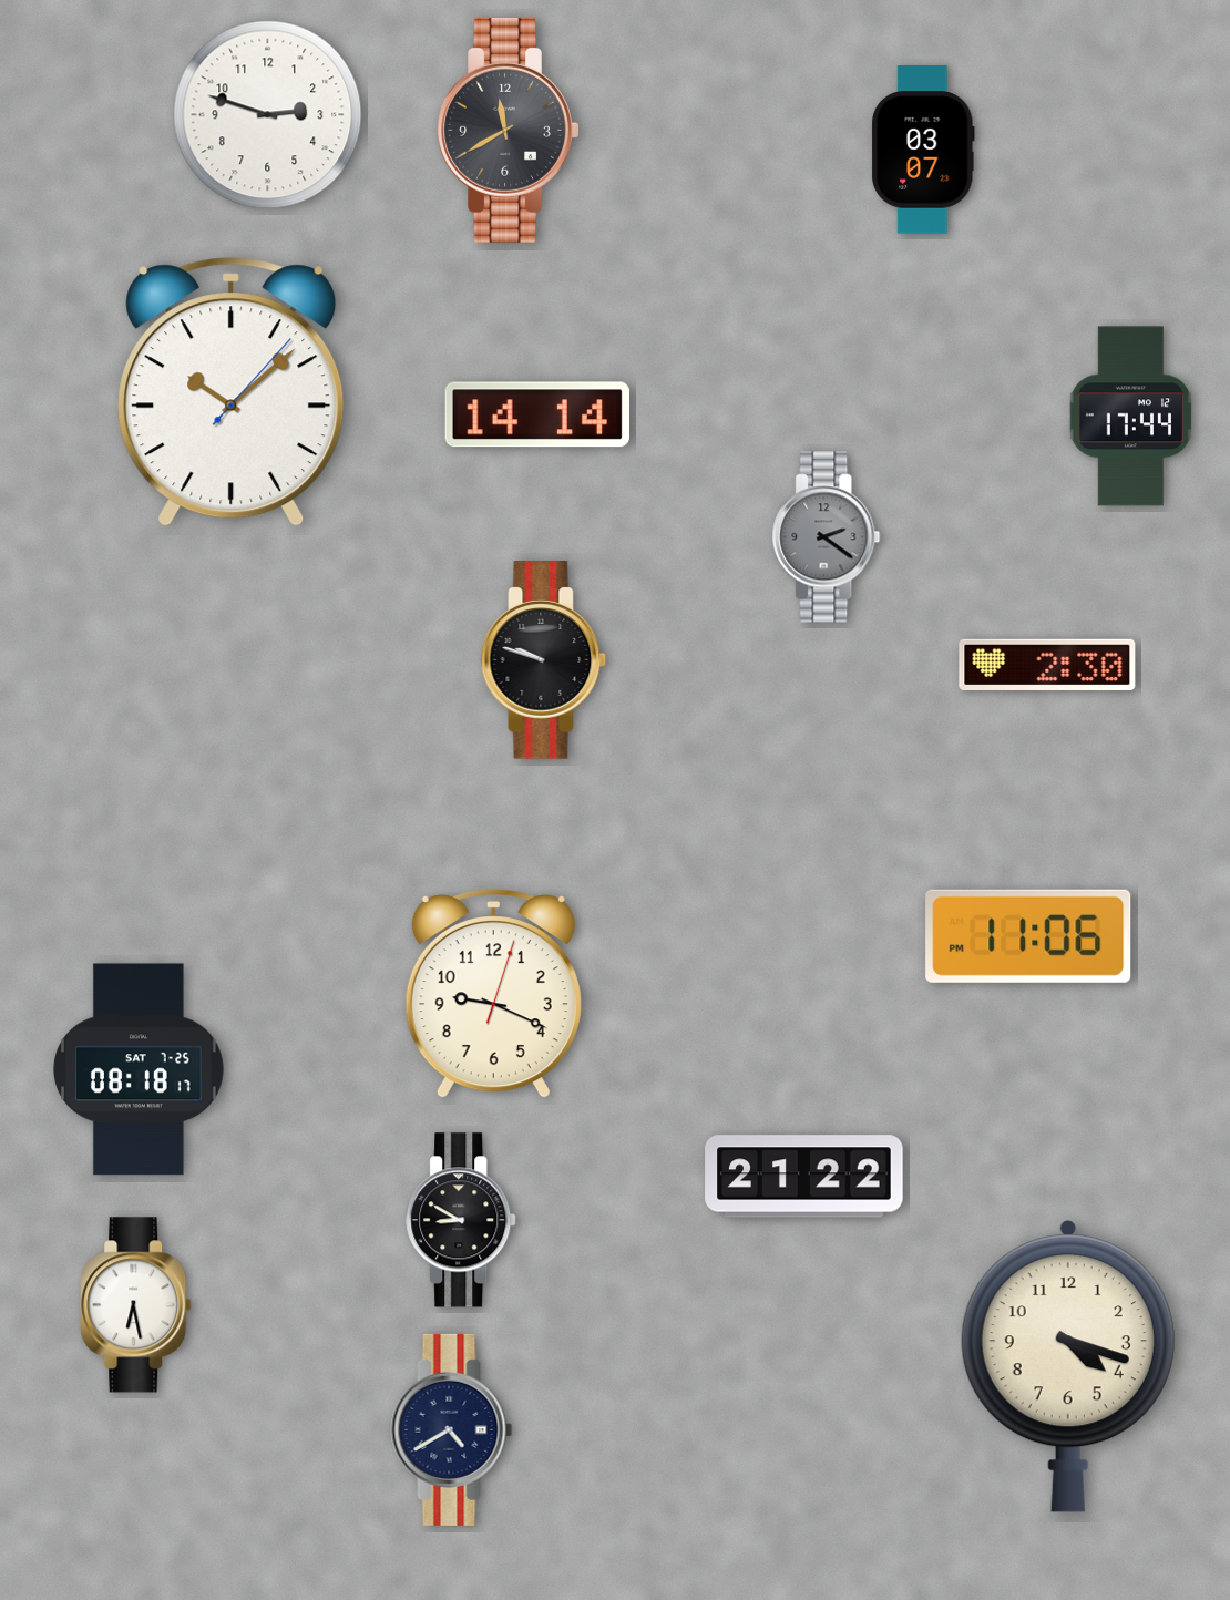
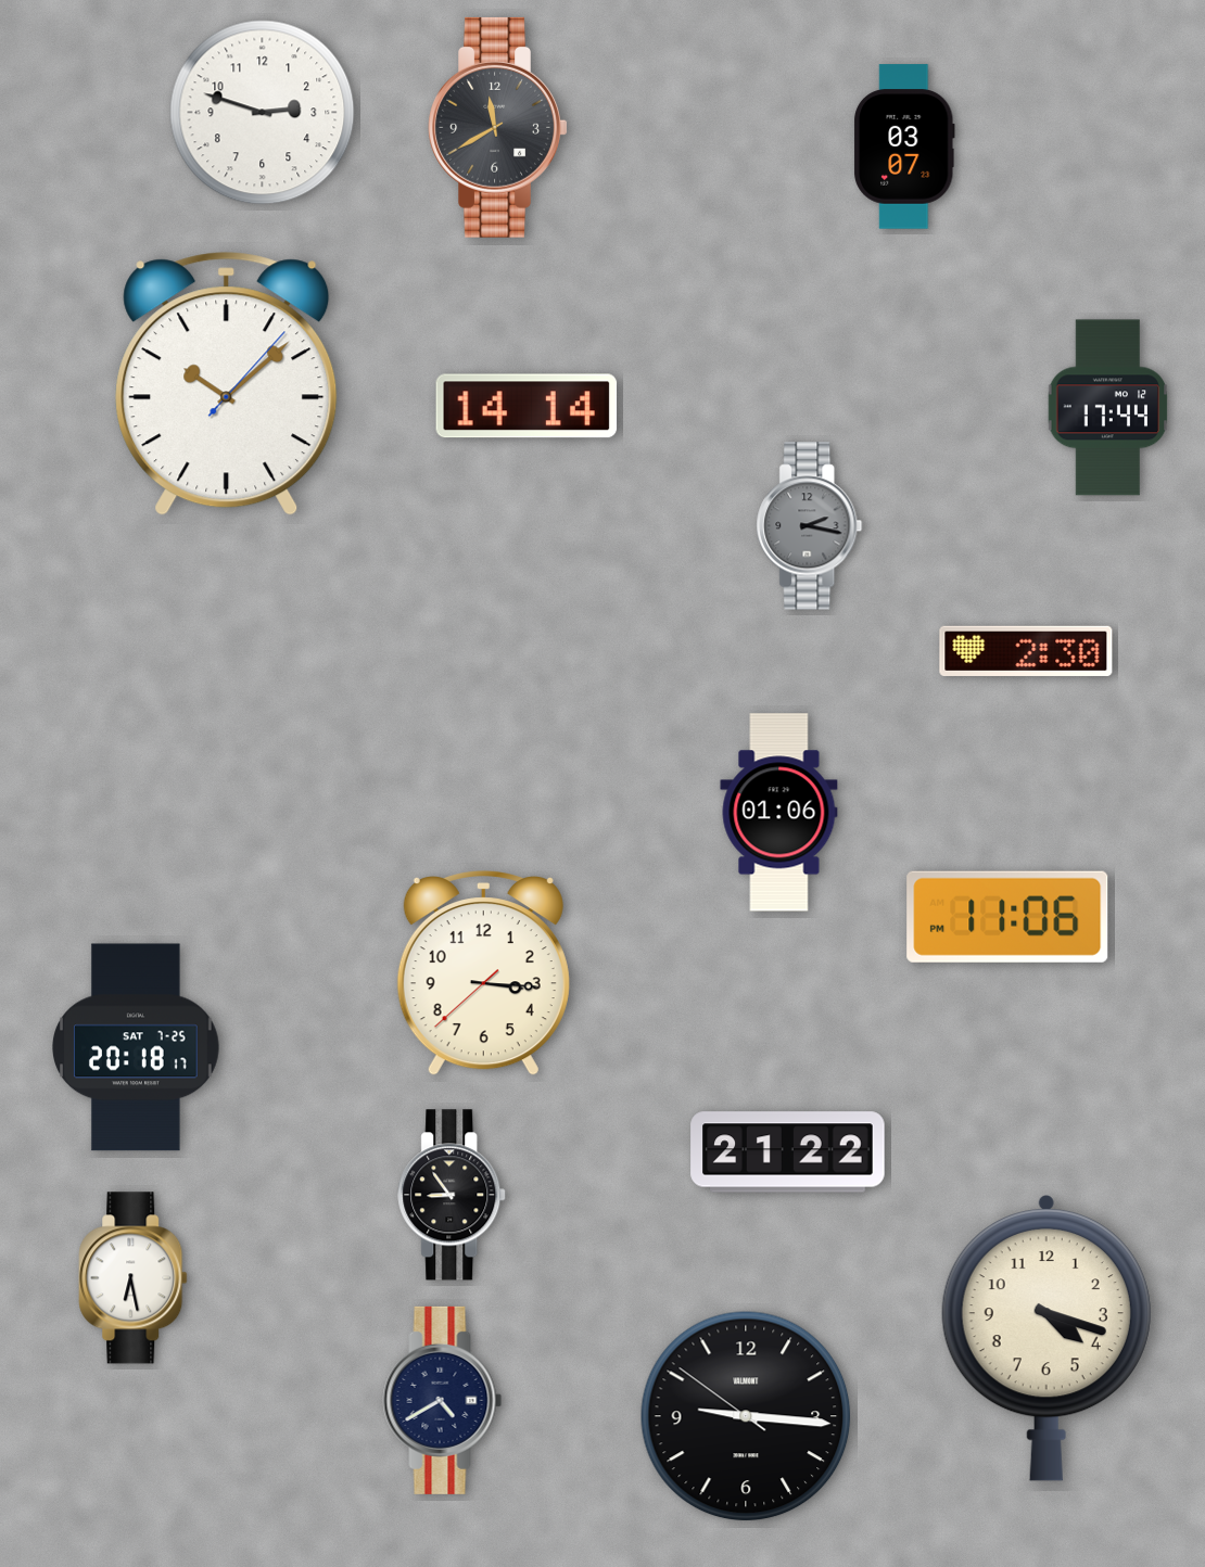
clock at (827, 537): 2:21 -> 2:17
clock at (544, 660): 9:48 -> none
clock at (779, 813): none -> 01:06
clock at (493, 993): 9:19 -> 3:15
clock at (139, 1069): 08:18 -> 20:18
clock at (462, 1220): 8:50 -> 8:54
clock at (746, 1416): none -> 9:15
